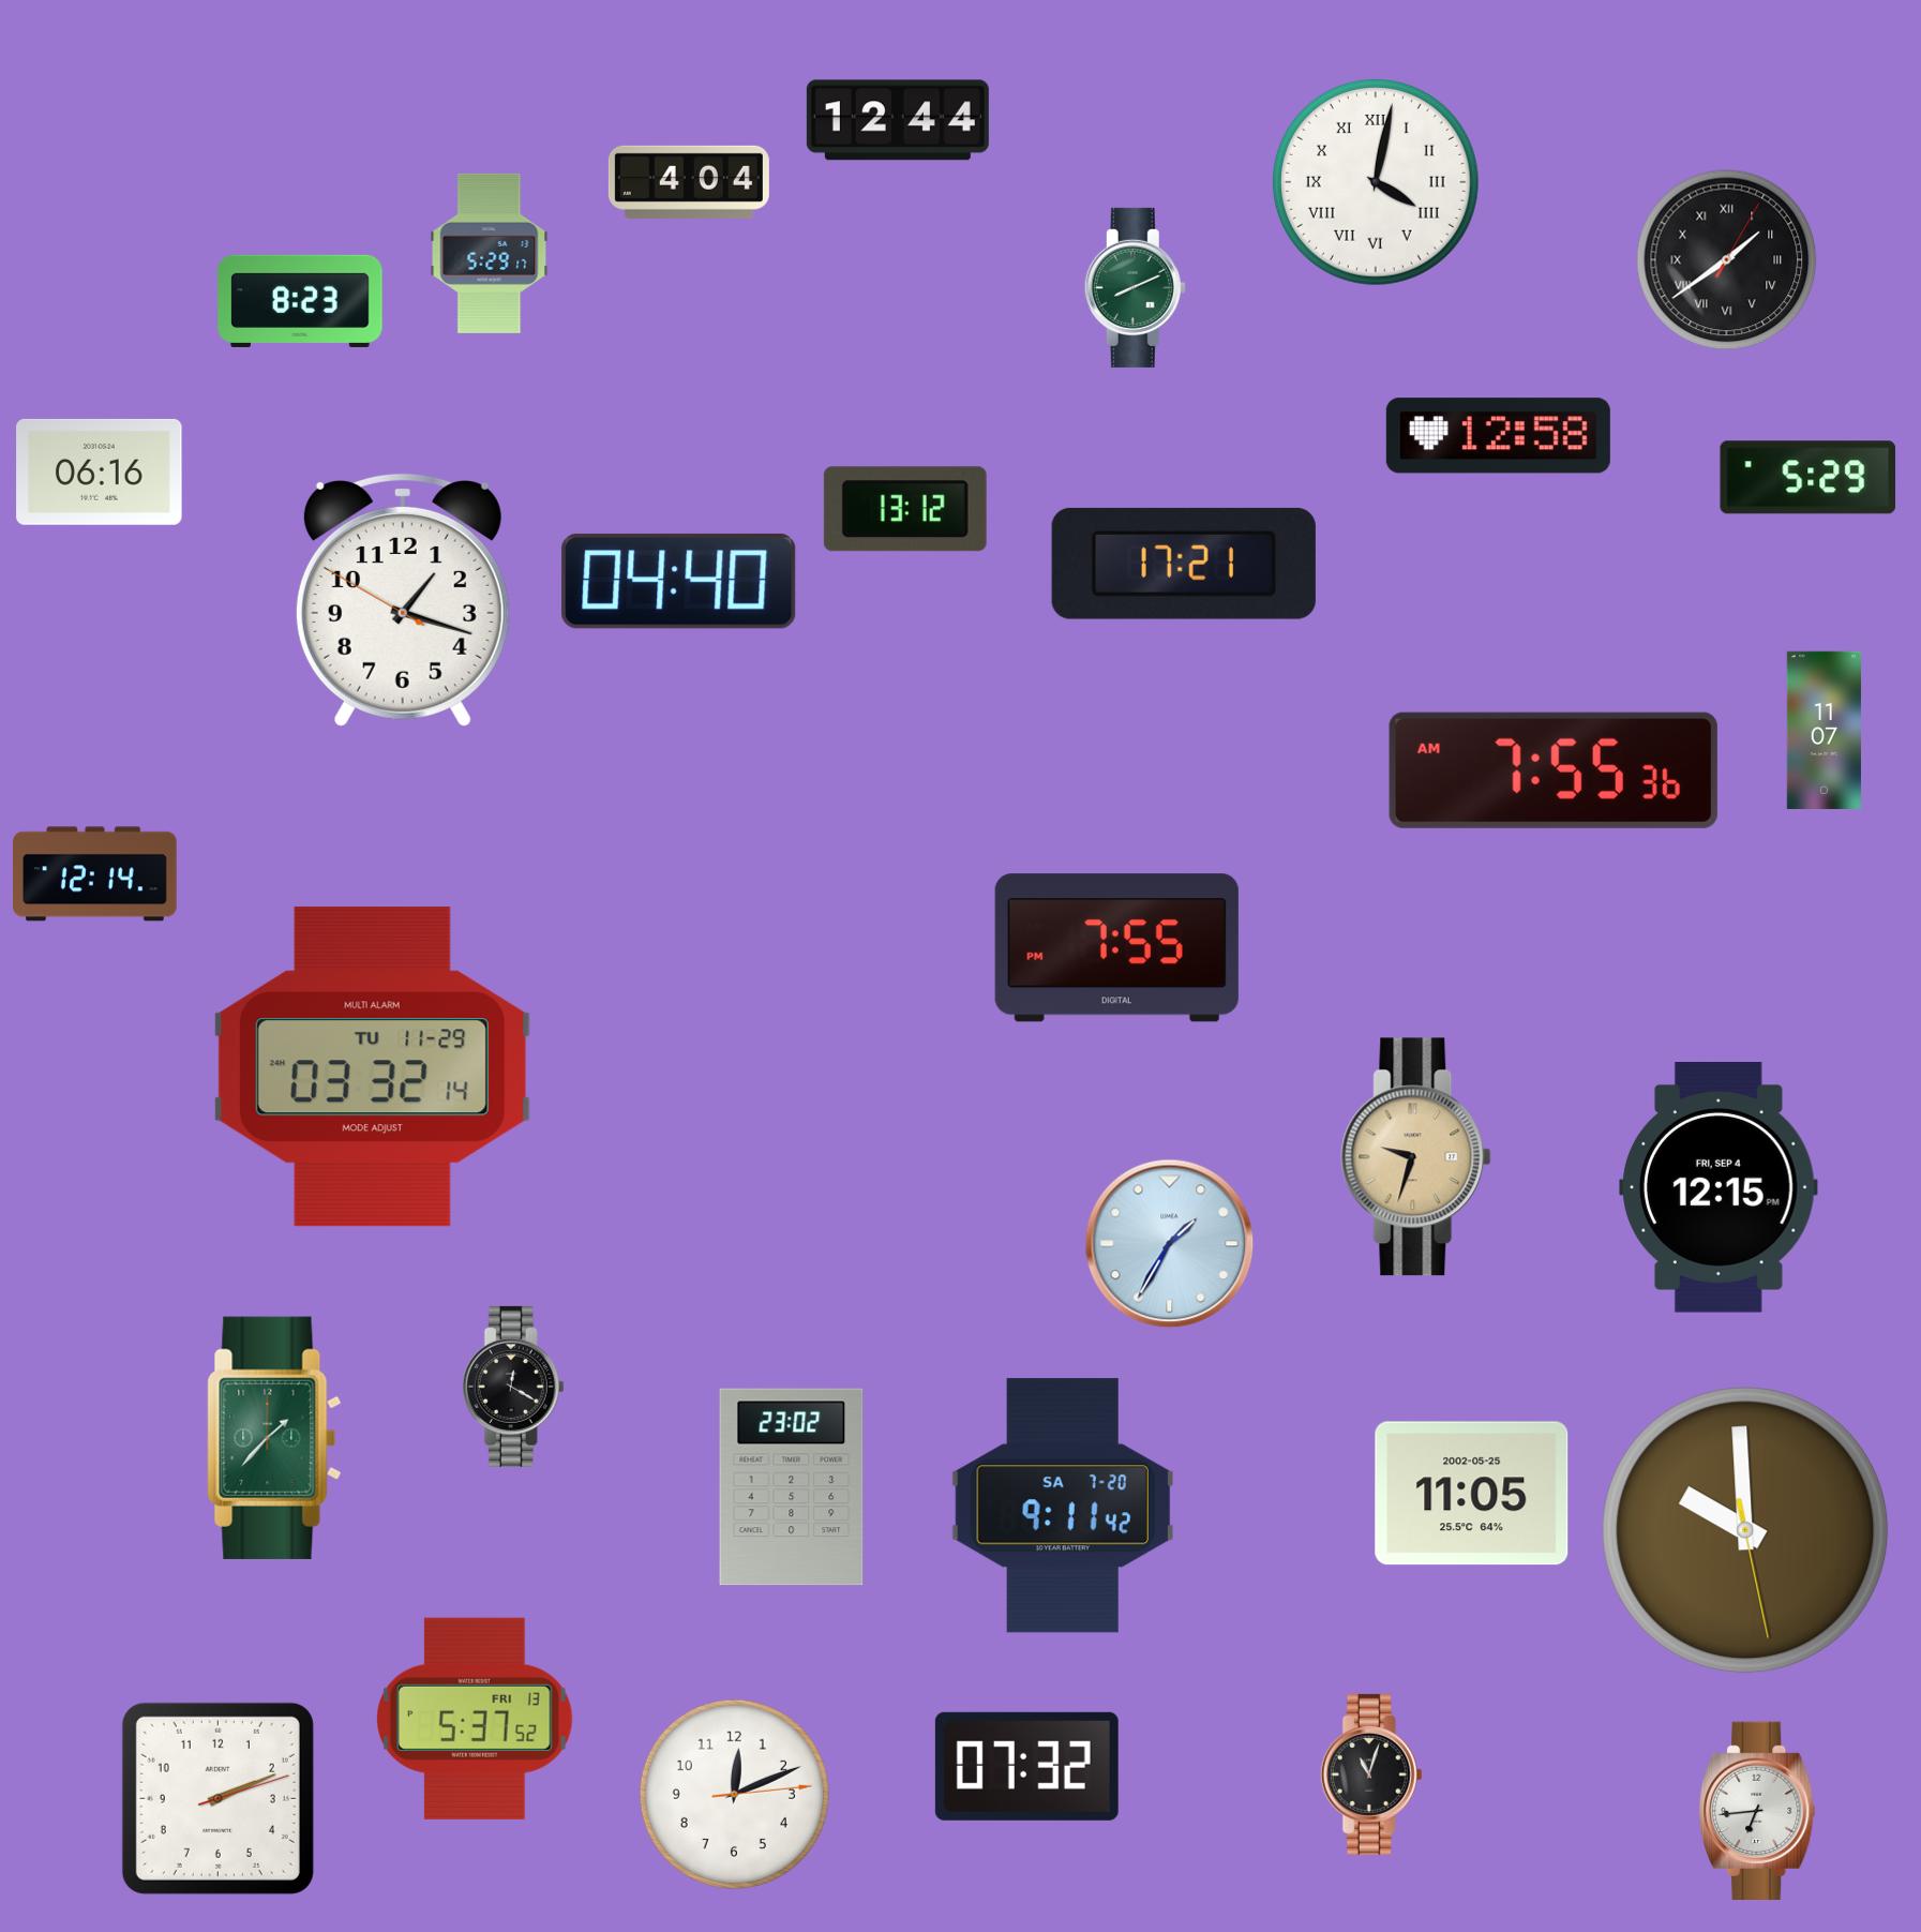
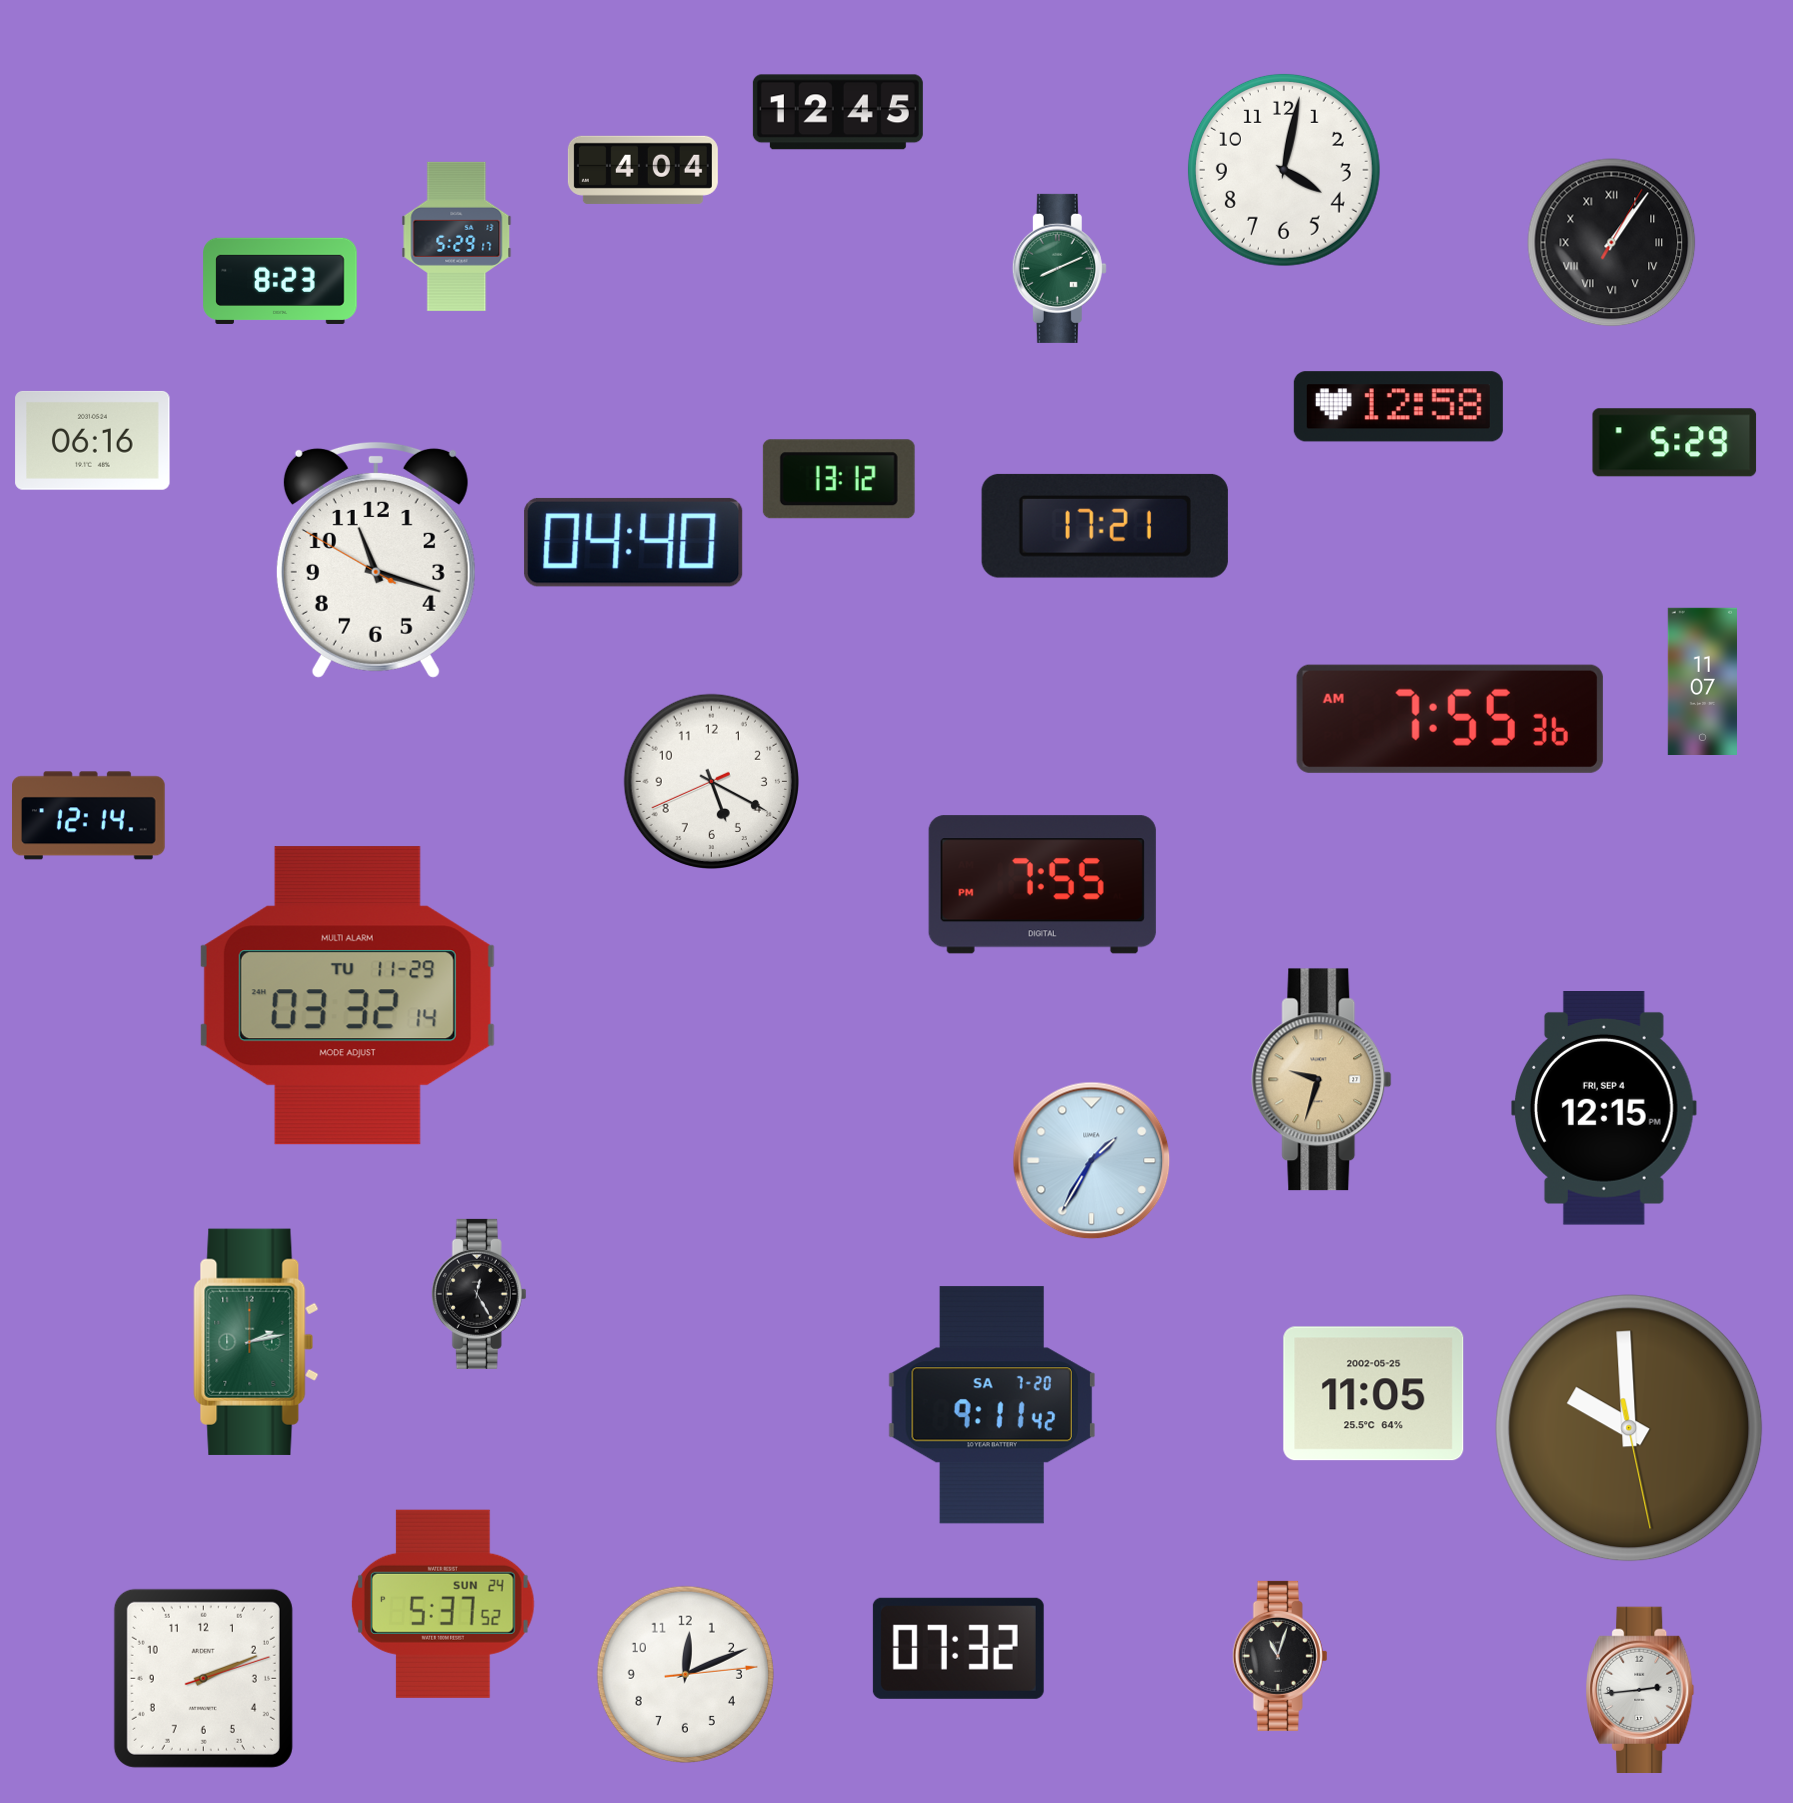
clock at (898, 120): 12:44 -> 12:45
clock at (1376, 182) numerals: Roman -> Arabic
clock at (1727, 260): 1:39 -> 1:06
clock at (1809, 478) position: (1809, 478) -> (1675, 443)
clock at (905, 509) position: (905, 509) -> (839, 479)
clock at (403, 600): 1:17 -> 11:17
clock at (711, 781): none -> 5:19
clock at (513, 1387): 12:20 -> 12:25
clock at (274, 1438): 1:37 -> 2:13
clock at (792, 1487): 23:02 -> none
clock at (475, 1719) date: FRI 13 -> SUN 24
clock at (1757, 1810): 6:44 -> 2:44
